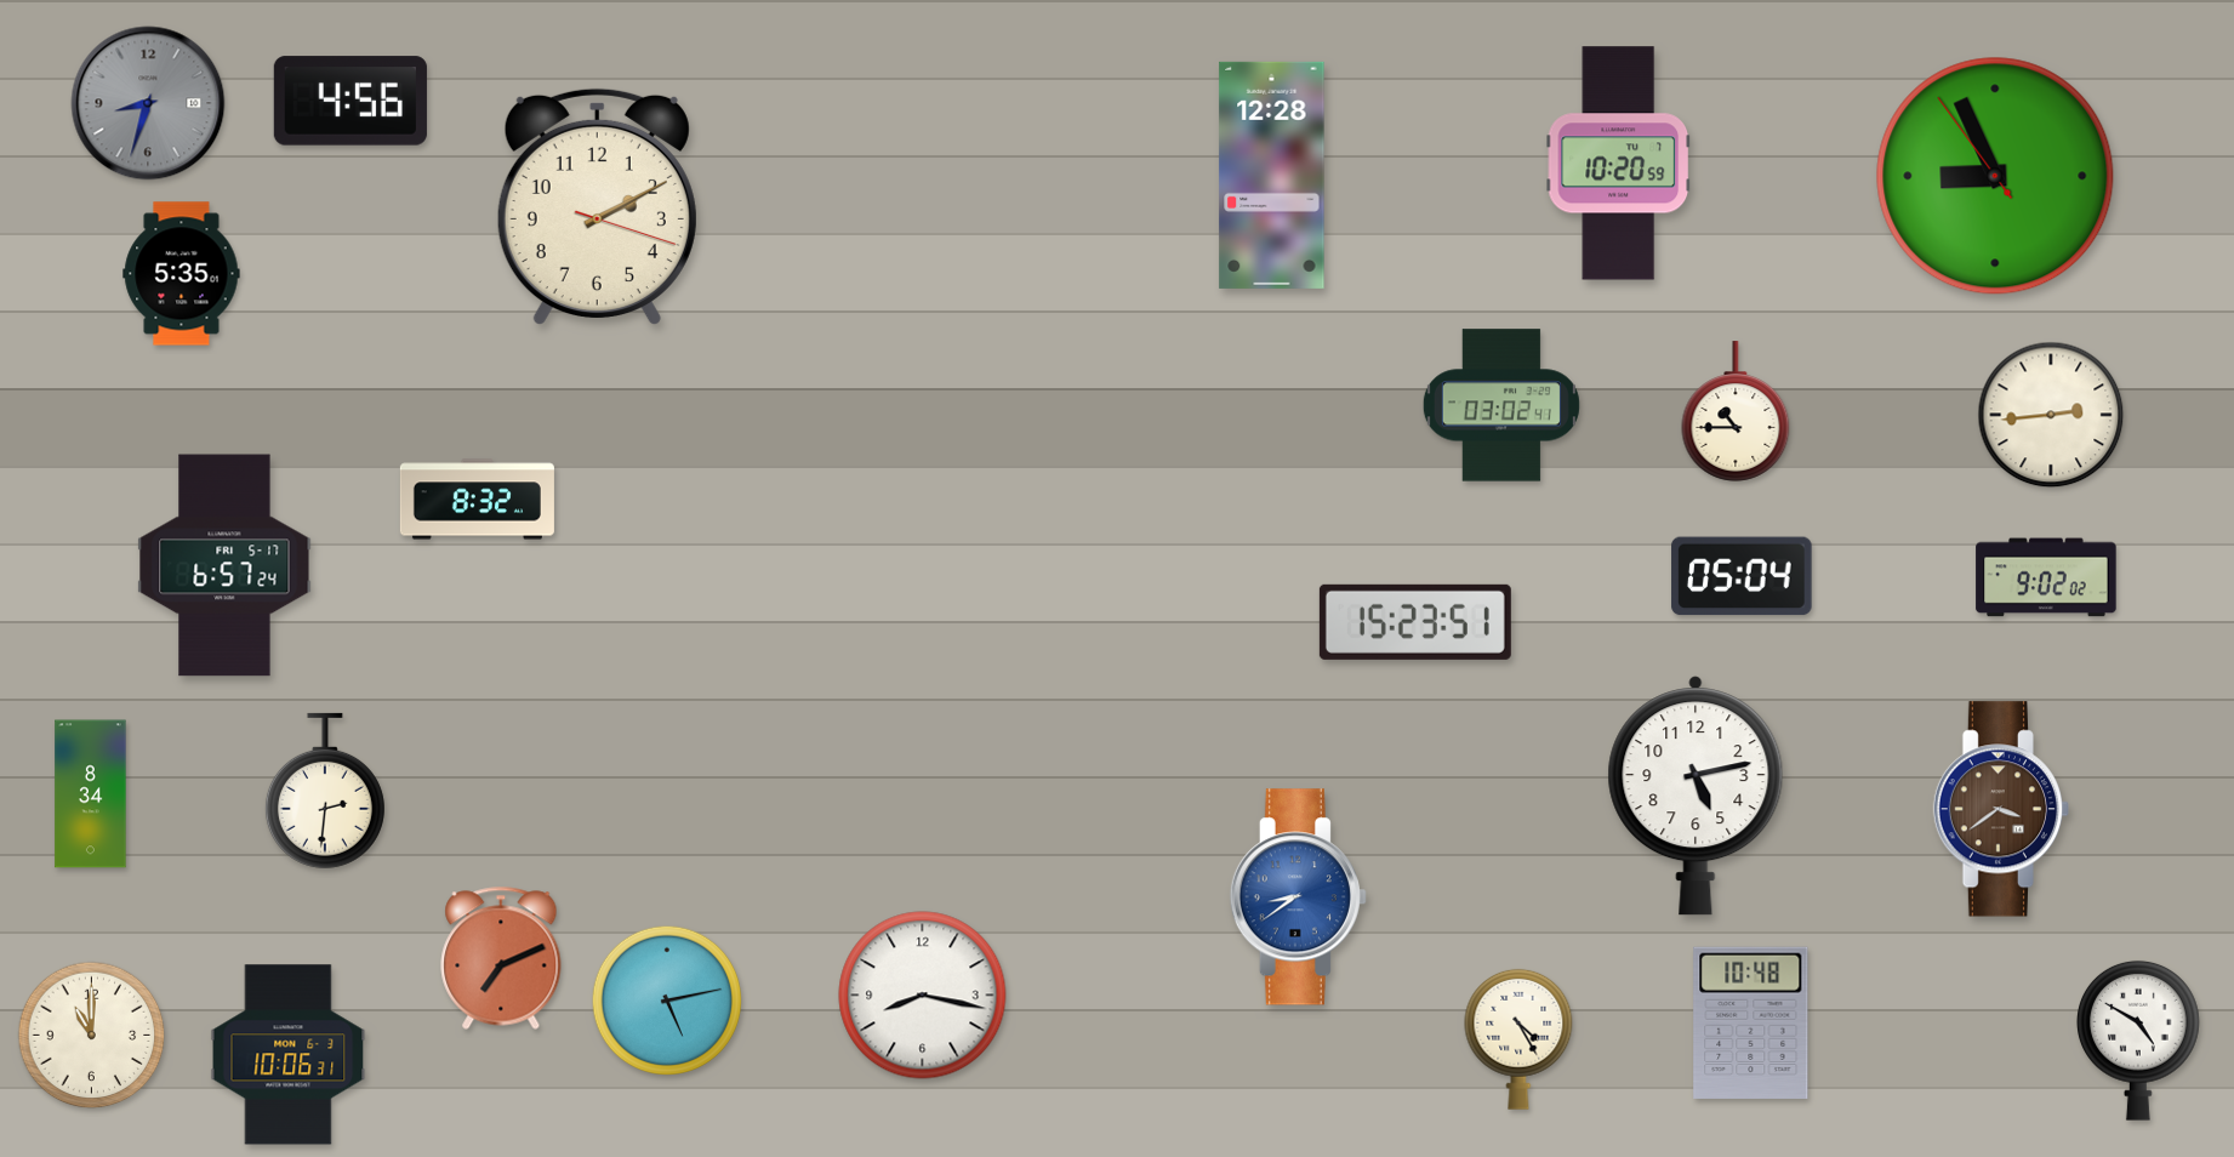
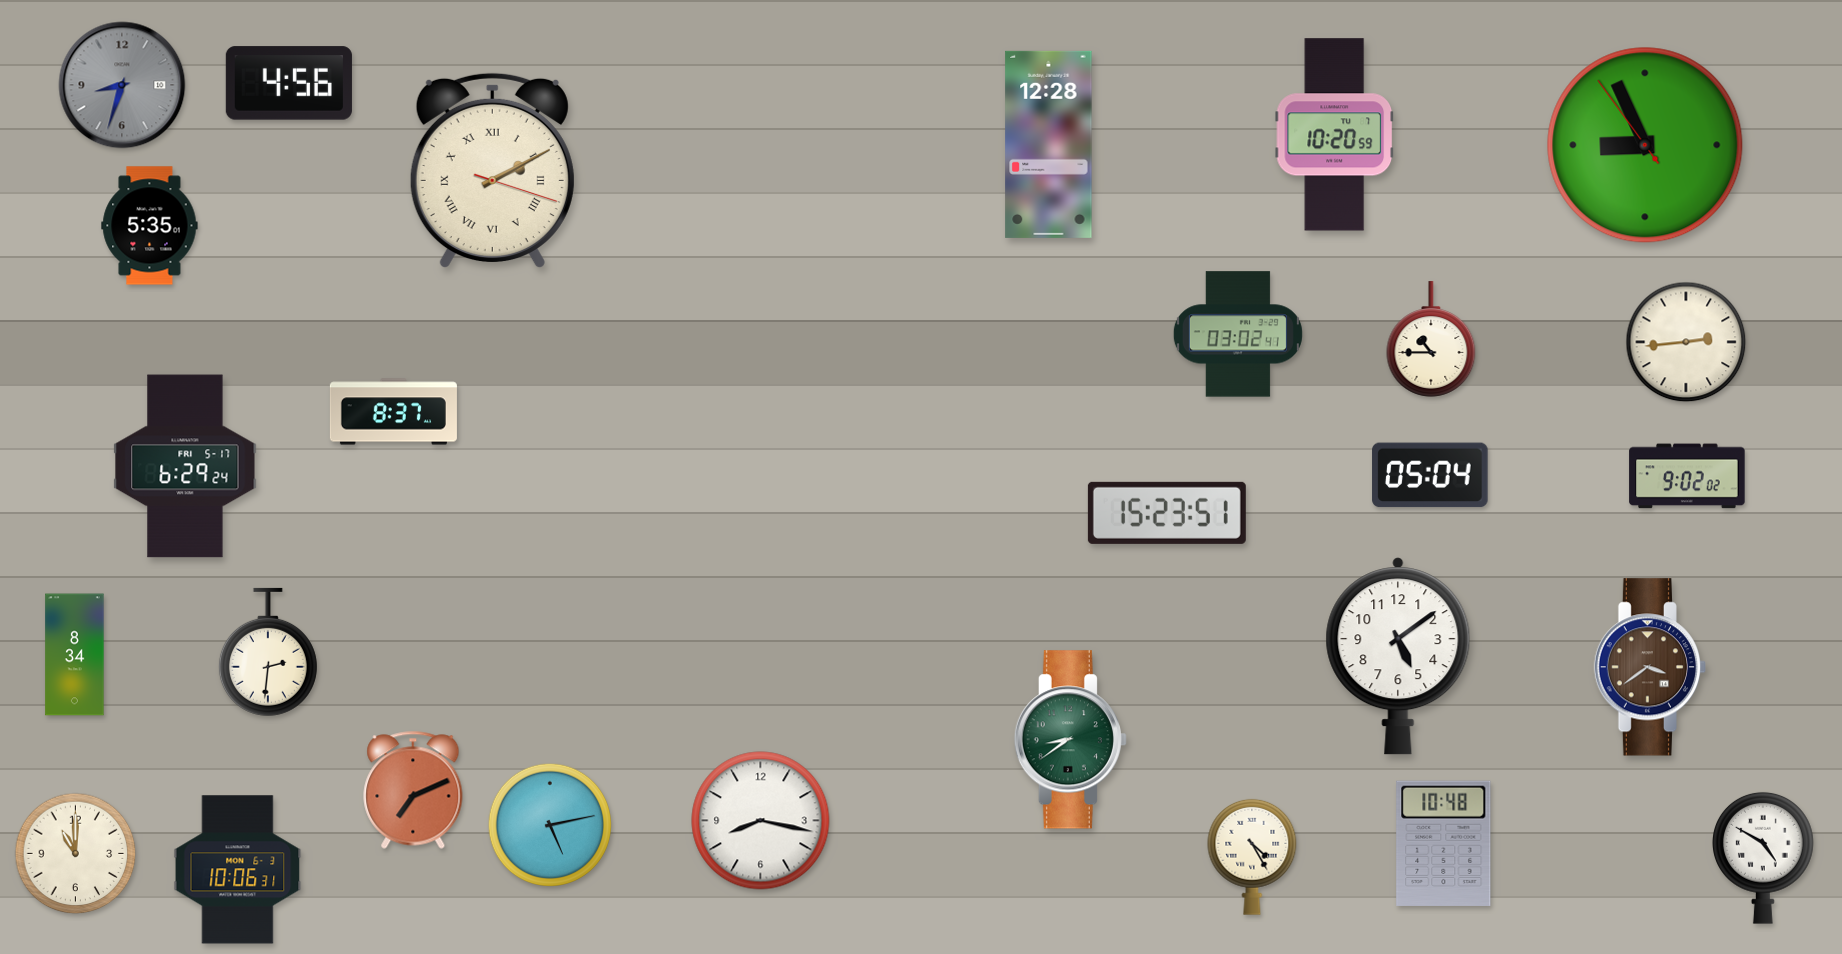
clock at (597, 207) numerals: Arabic -> Roman
clock at (2051, 415) position: (2051, 415) -> (1686, 342)
clock at (477, 500): 8:32 -> 8:37
clock at (224, 565): 6:57 -> 6:29
clock at (1742, 576) position: (1742, 576) -> (1430, 475)
clock at (1696, 796): 5:13 -> 5:09
clock at (1298, 897) dial: blue -> green
